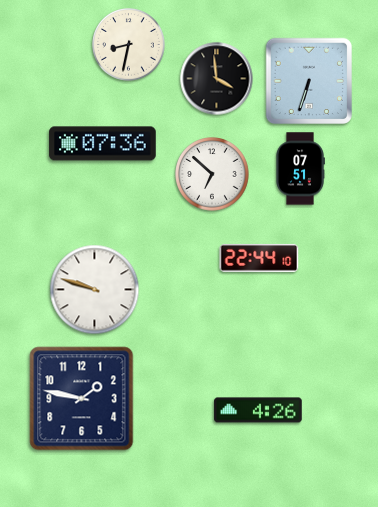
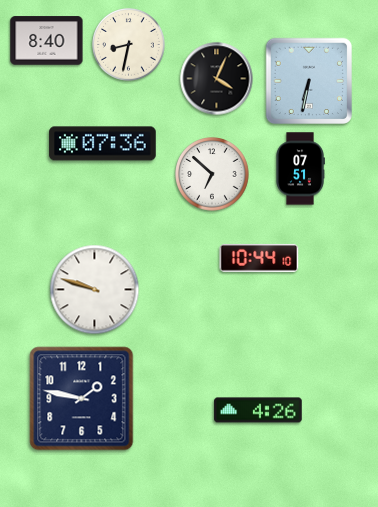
clock at (47, 41): none -> 8:40
clock at (217, 79): 3:59 -> 4:04
clock at (308, 80): 6:33 -> 6:32
clock at (259, 258): 22:44 -> 10:44
